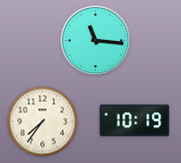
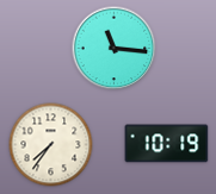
clock at (135, 121) position: (135, 121) -> (167, 144)
